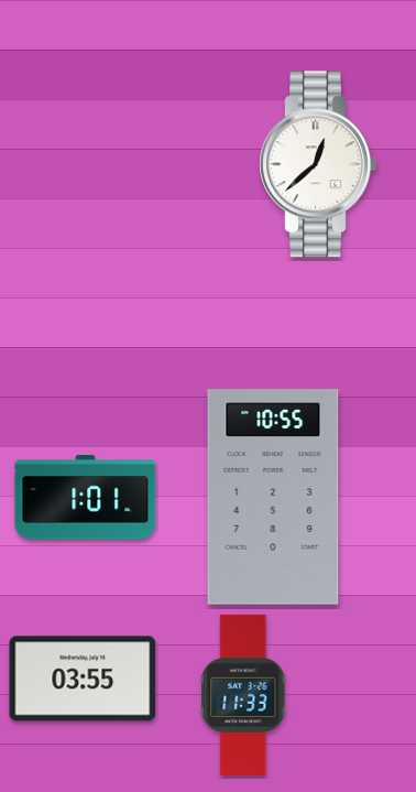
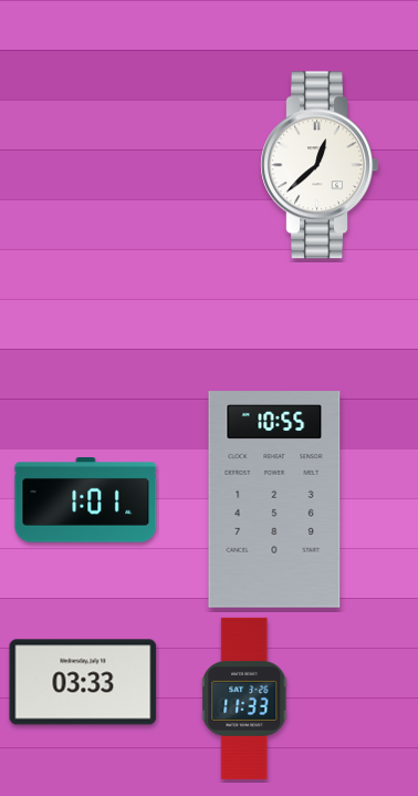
clock at (83, 679): 03:55 -> 03:33
